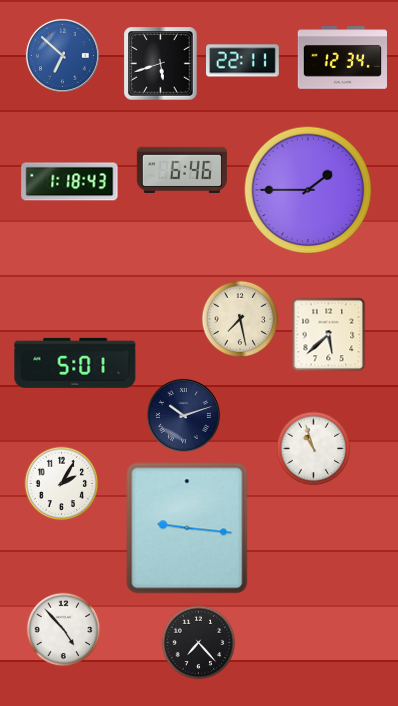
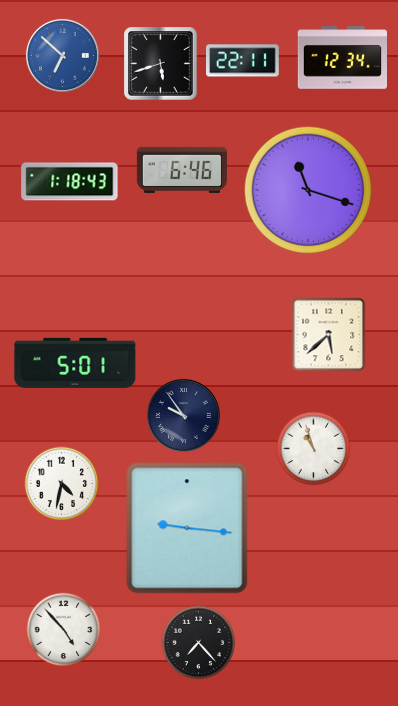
clock at (308, 190): 1:45 -> 11:18
clock at (240, 319): 7:28 -> none
clock at (183, 415): 10:12 -> 9:54
clock at (62, 484): 2:05 -> 4:32
